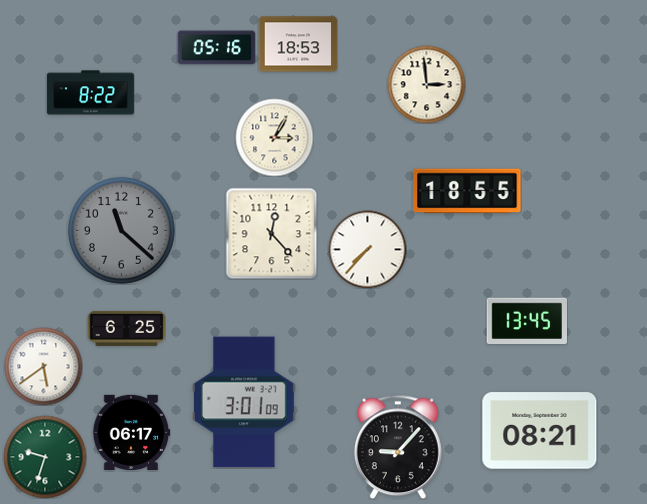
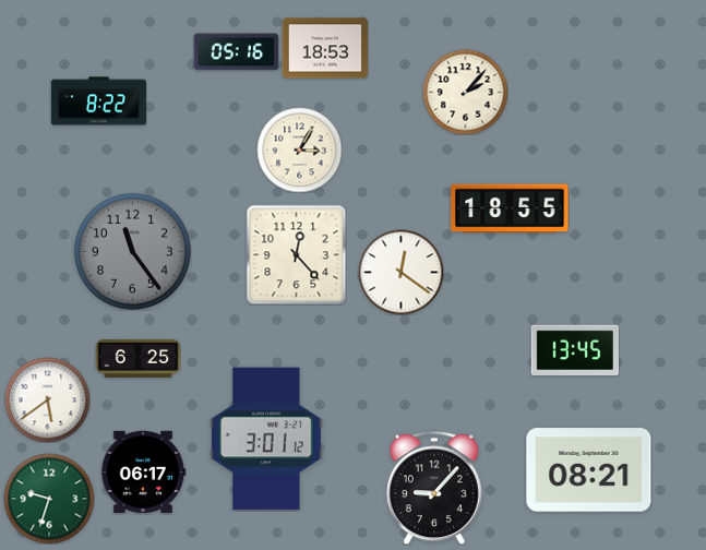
clock at (426, 84): 2:59 -> 2:07
clock at (121, 230): 11:22 -> 11:24
clock at (367, 249): 7:37 -> 12:21
clock at (244, 402): 3:01:09 -> 3:01:12
